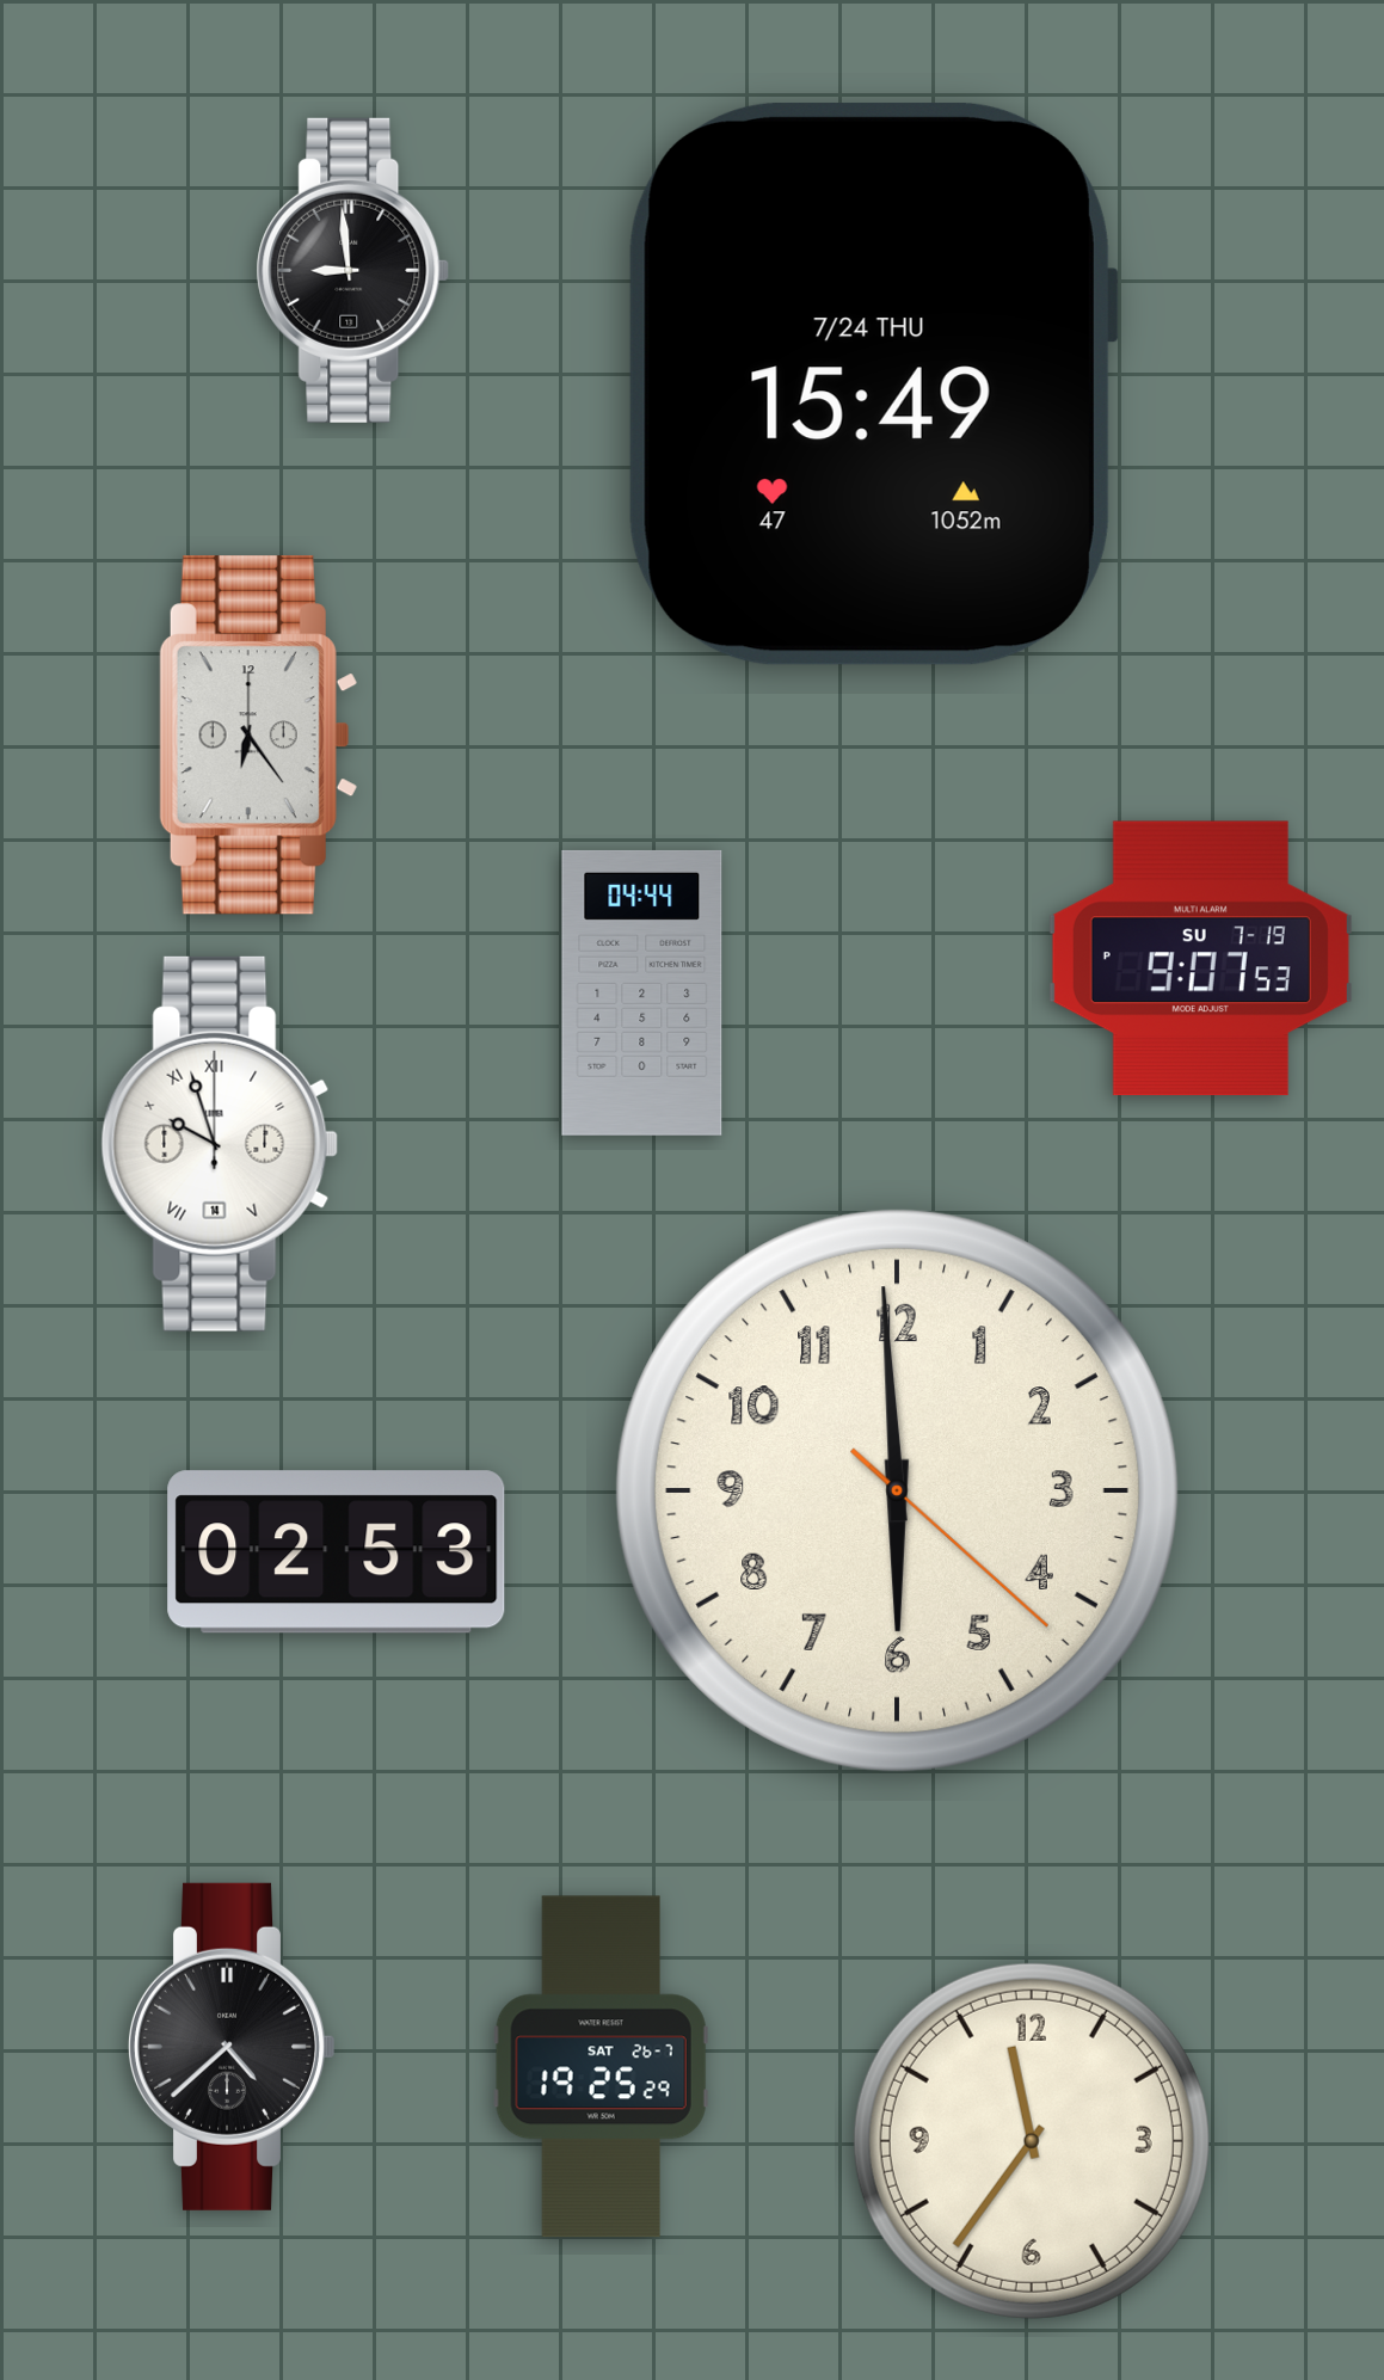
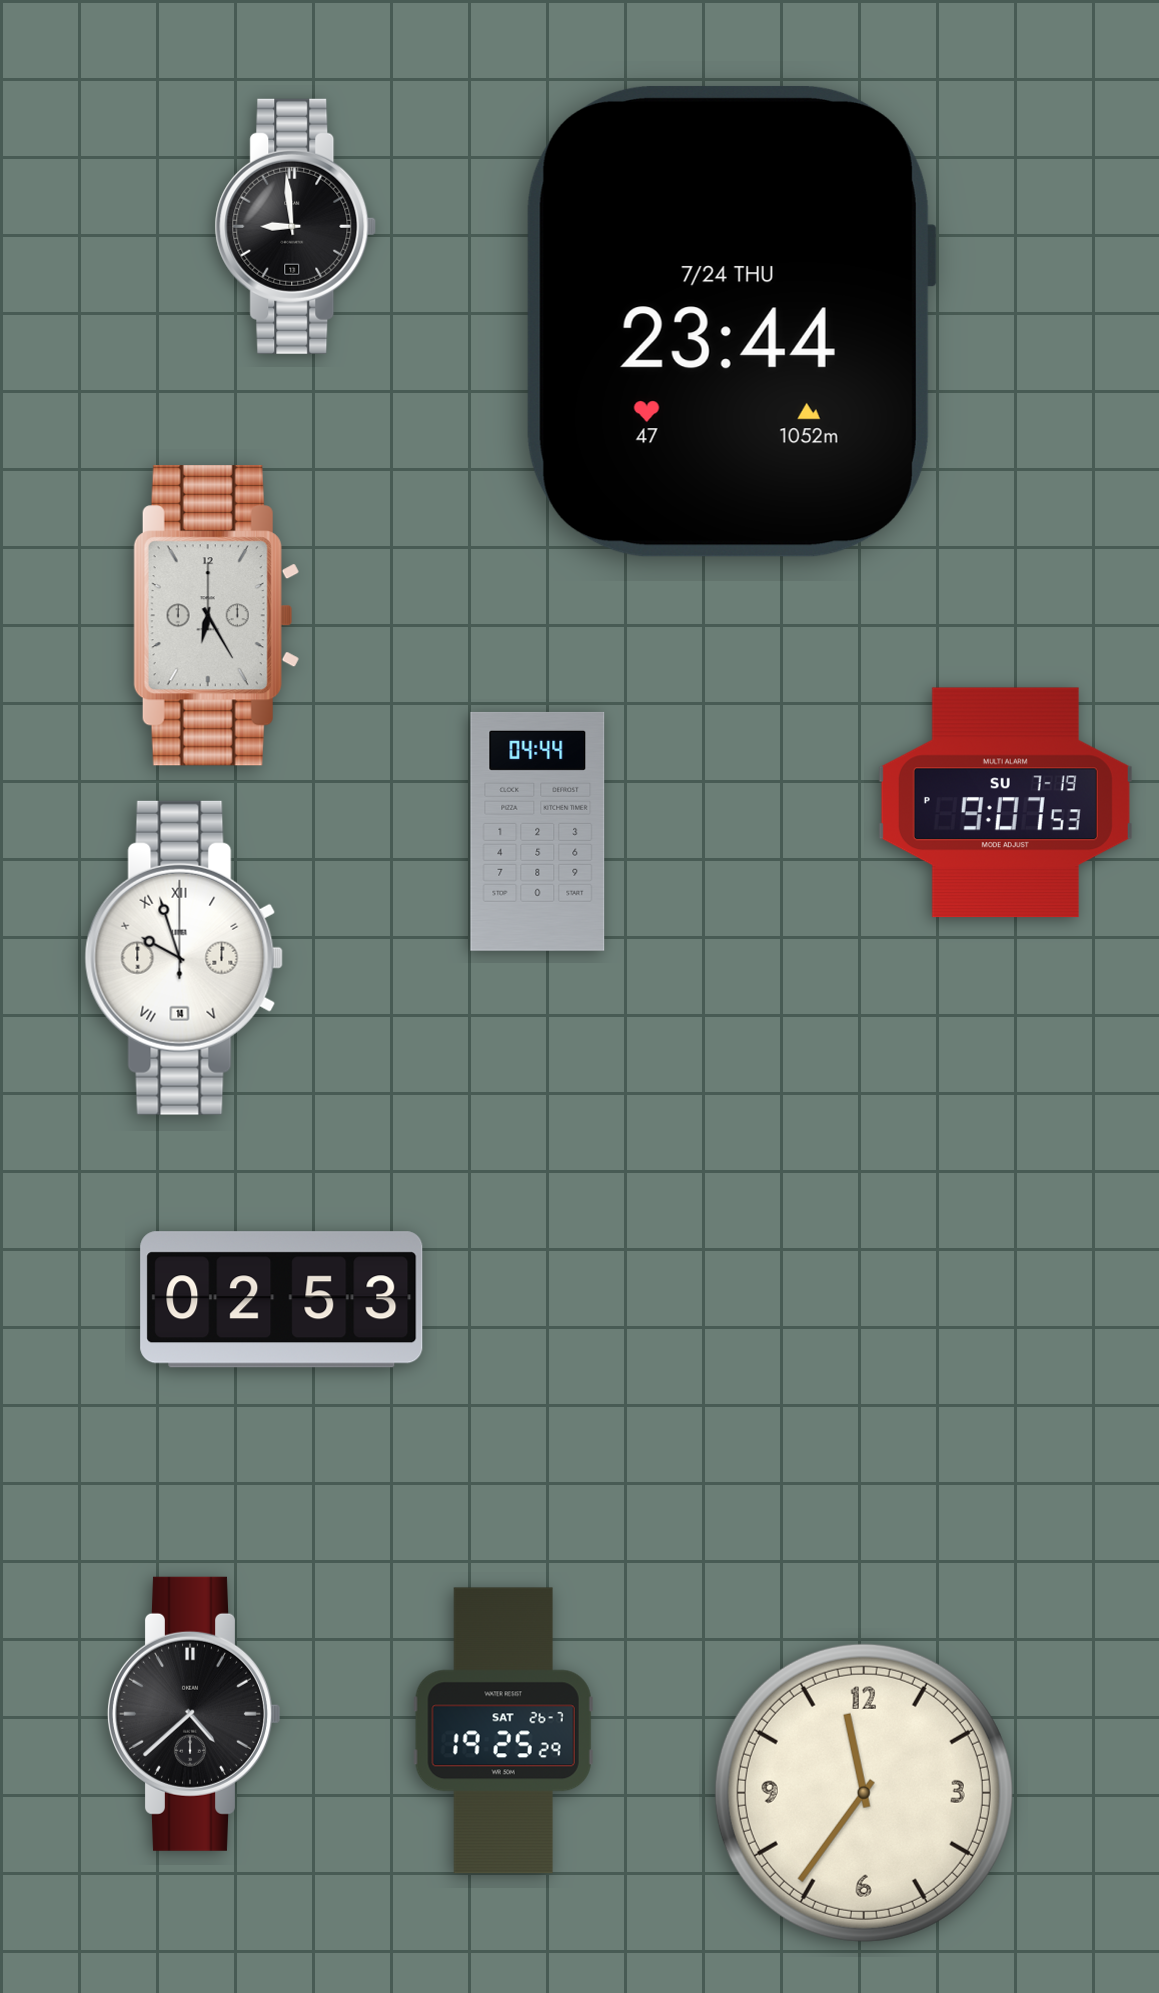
clock at (873, 383): 15:49 -> 23:44
clock at (258, 736): 6:24 -> 6:25
clock at (897, 1490): 5:59 -> none
